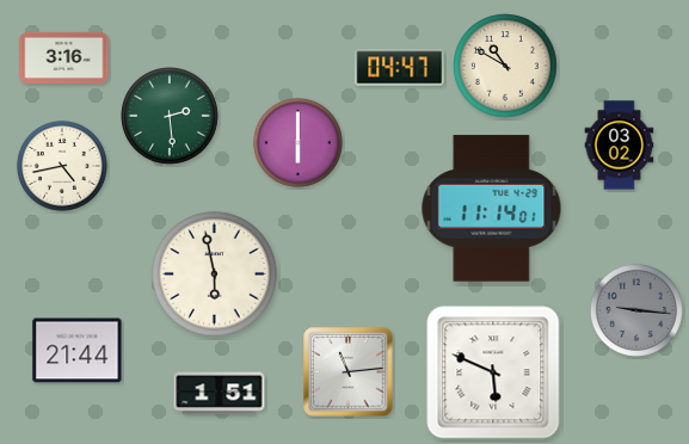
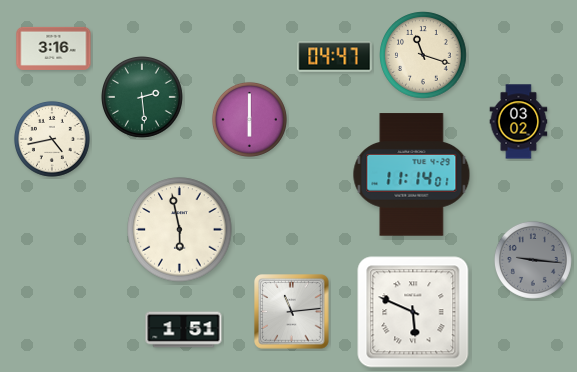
clock at (505, 66): 10:50 -> 11:18
clock at (78, 351): 21:44 -> none
